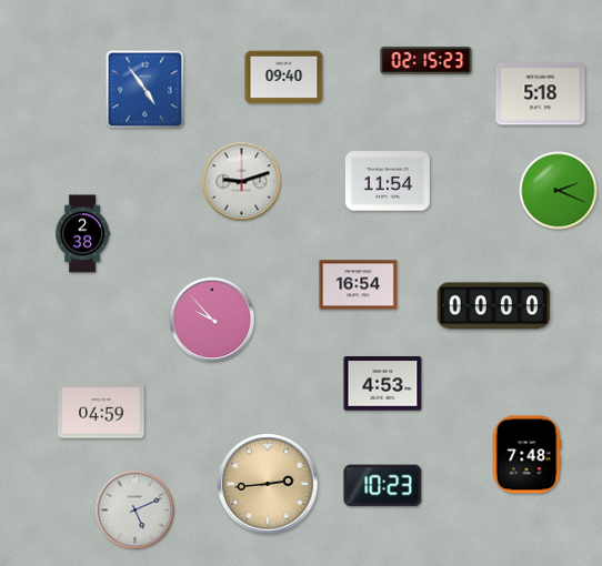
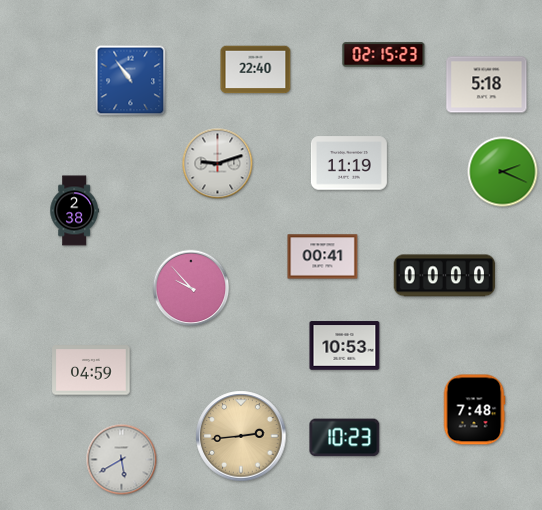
clock at (284, 78): 09:40 -> 22:40
clock at (146, 90): 4:54 -> 10:54
clock at (388, 181): 11:54 -> 11:19
clock at (359, 285): 16:54 -> 00:41
clock at (383, 384): 4:53 -> 10:53
clock at (136, 511): 5:11 -> 5:40
